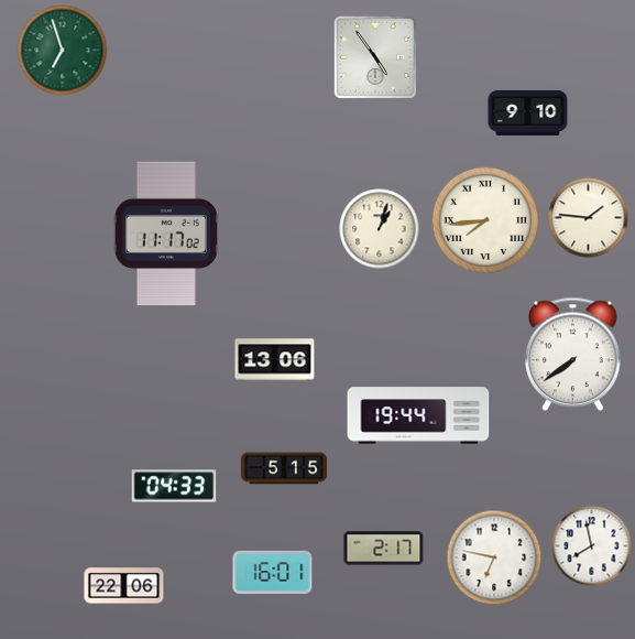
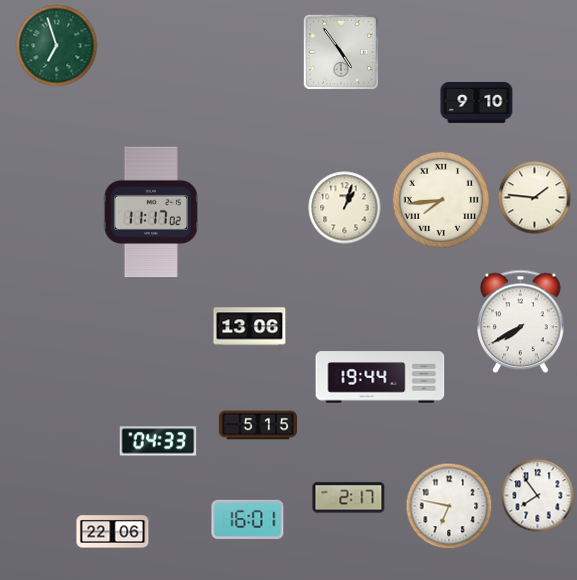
clock at (528, 112) position: (528, 112) -> (477, 102)
clock at (573, 355): 7:39 -> 7:40
clock at (592, 546): 7:58 -> 7:54
